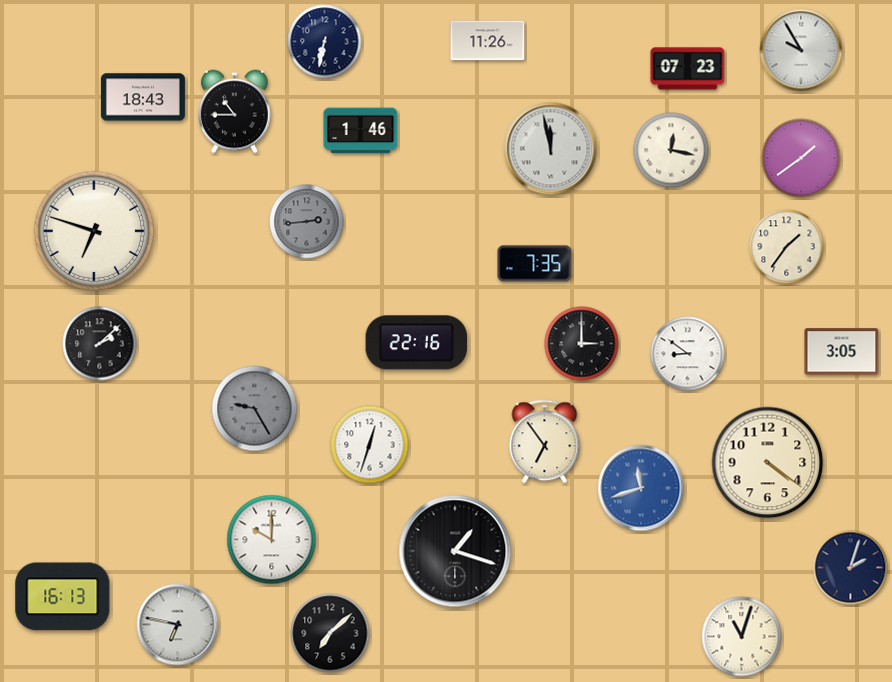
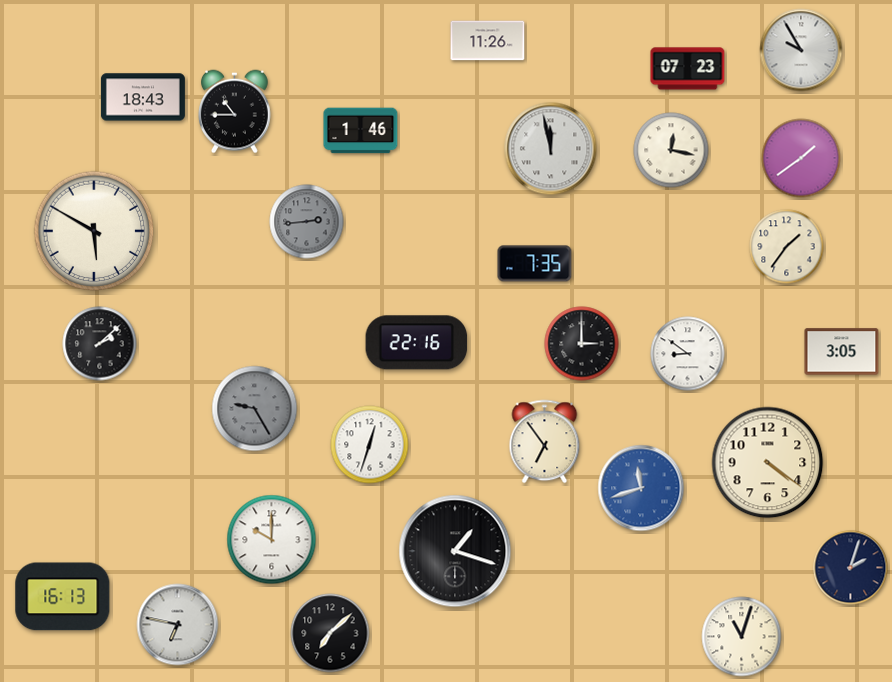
clock at (325, 42): 6:32 -> none
clock at (94, 231): 6:48 -> 5:50
